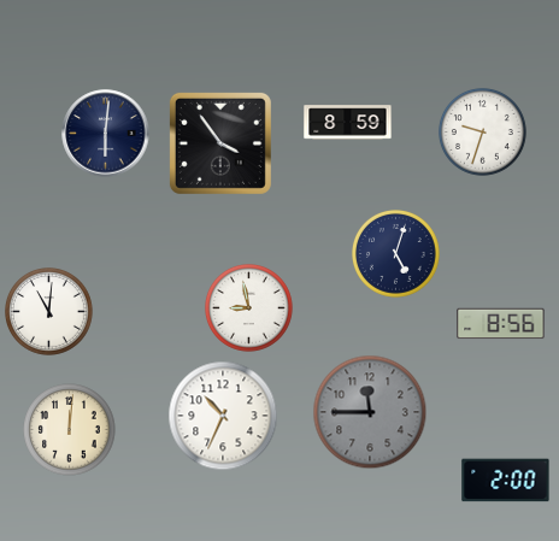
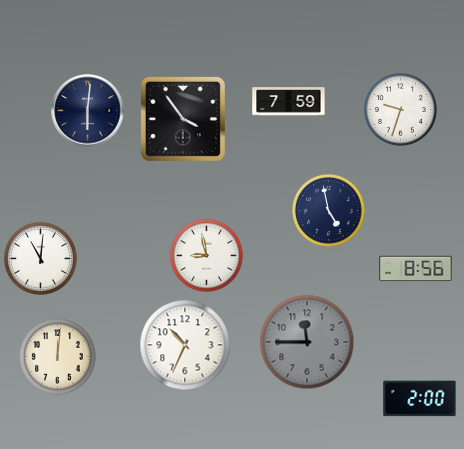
clock at (348, 123): 8:59 -> 7:59
clock at (396, 254): 5:03 -> 4:58
